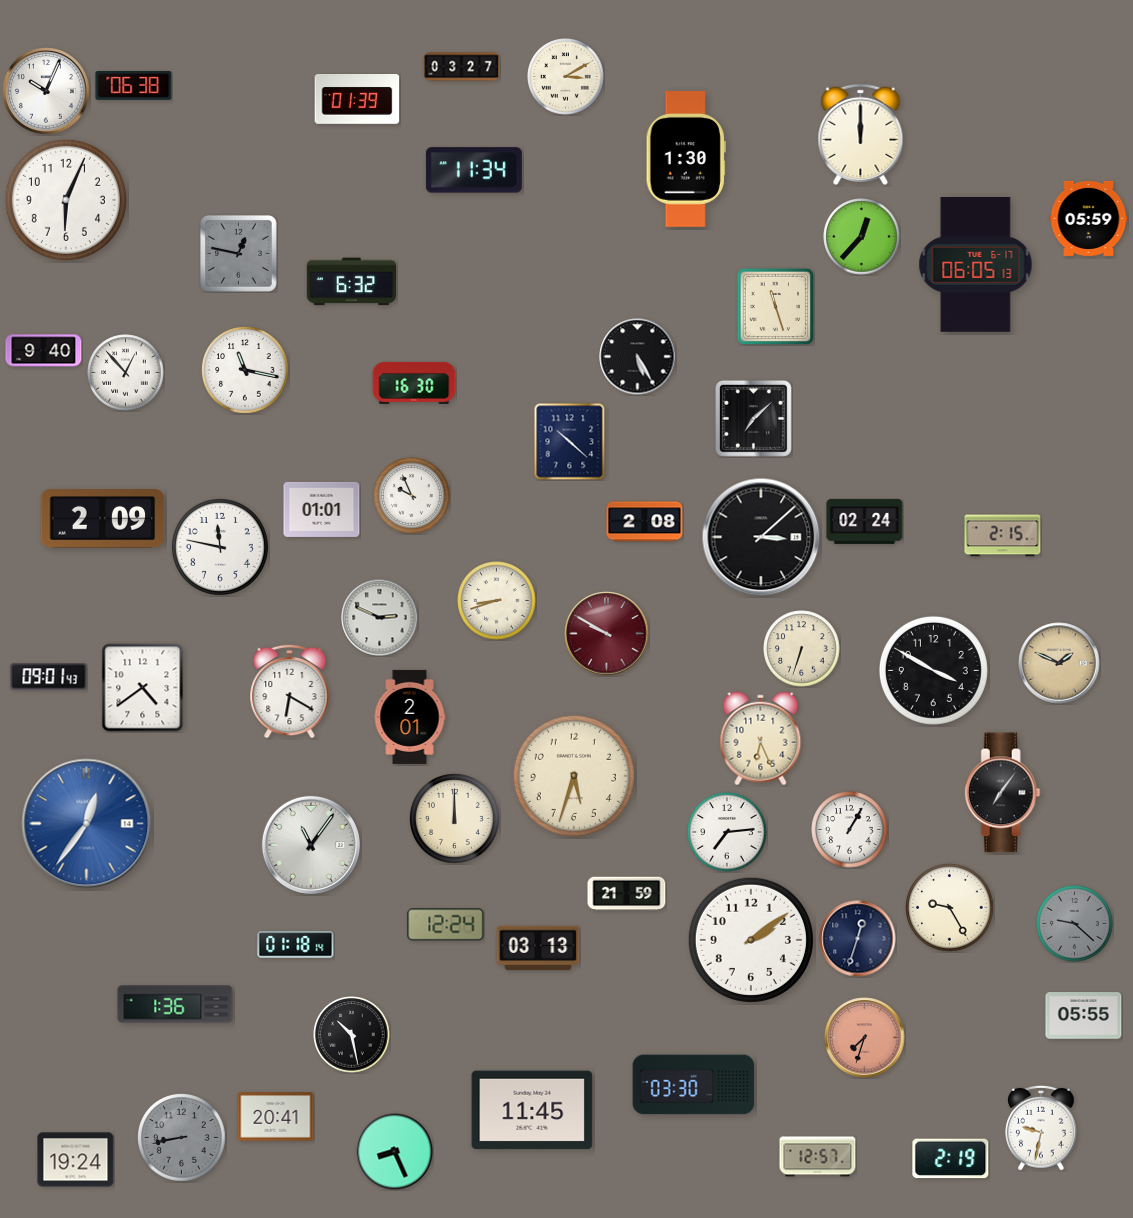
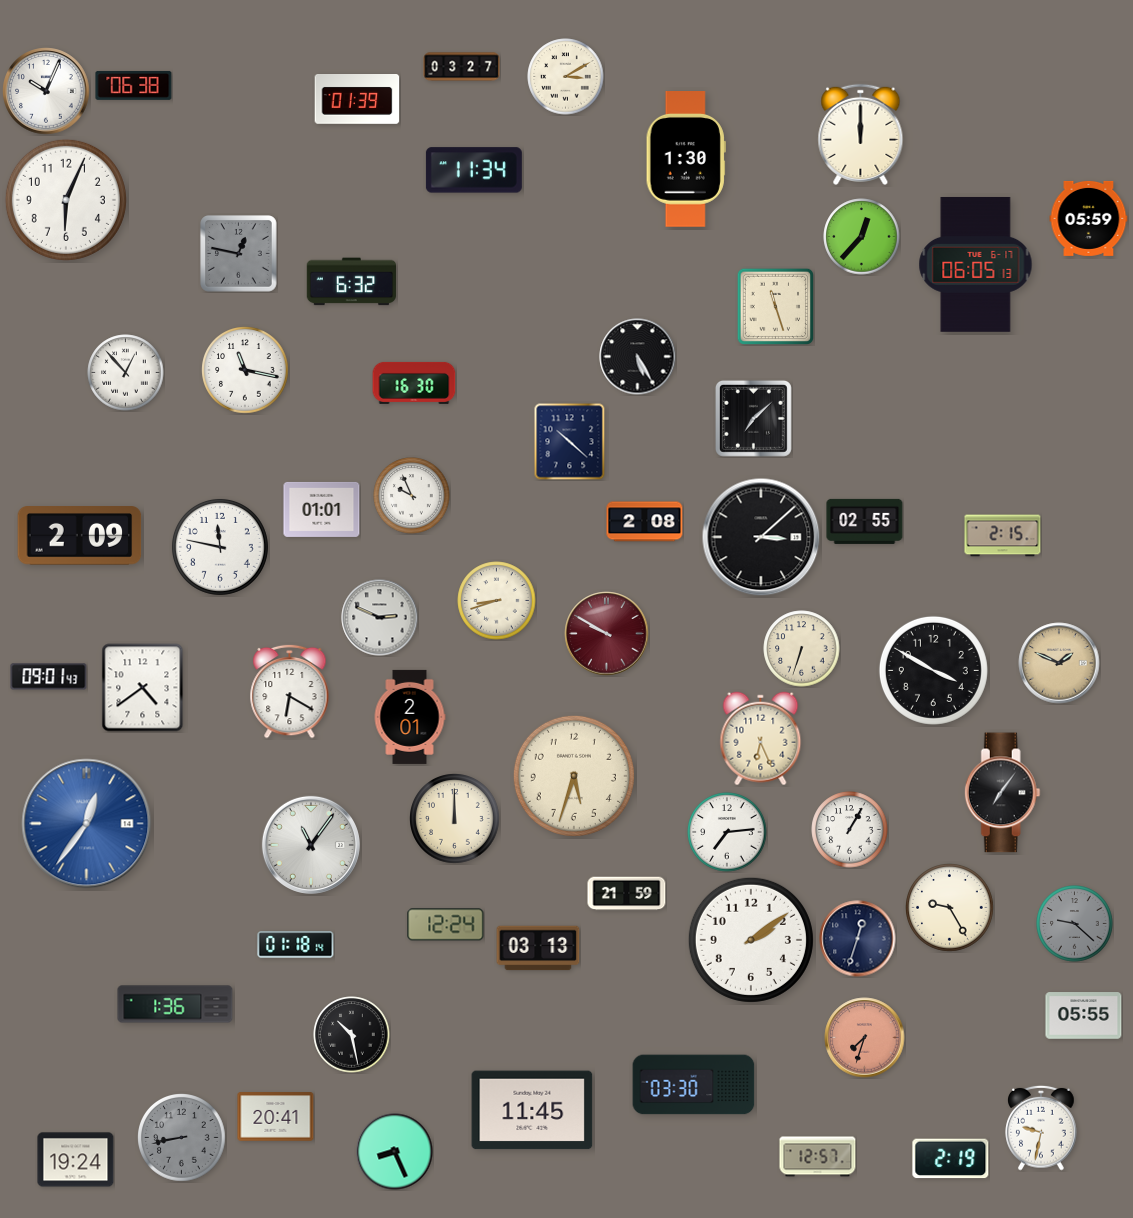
clock at (44, 351): 9:40 -> none
clock at (103, 519) position: (103, 519) -> (80, 536)
clock at (865, 521): 02:24 -> 02:55
